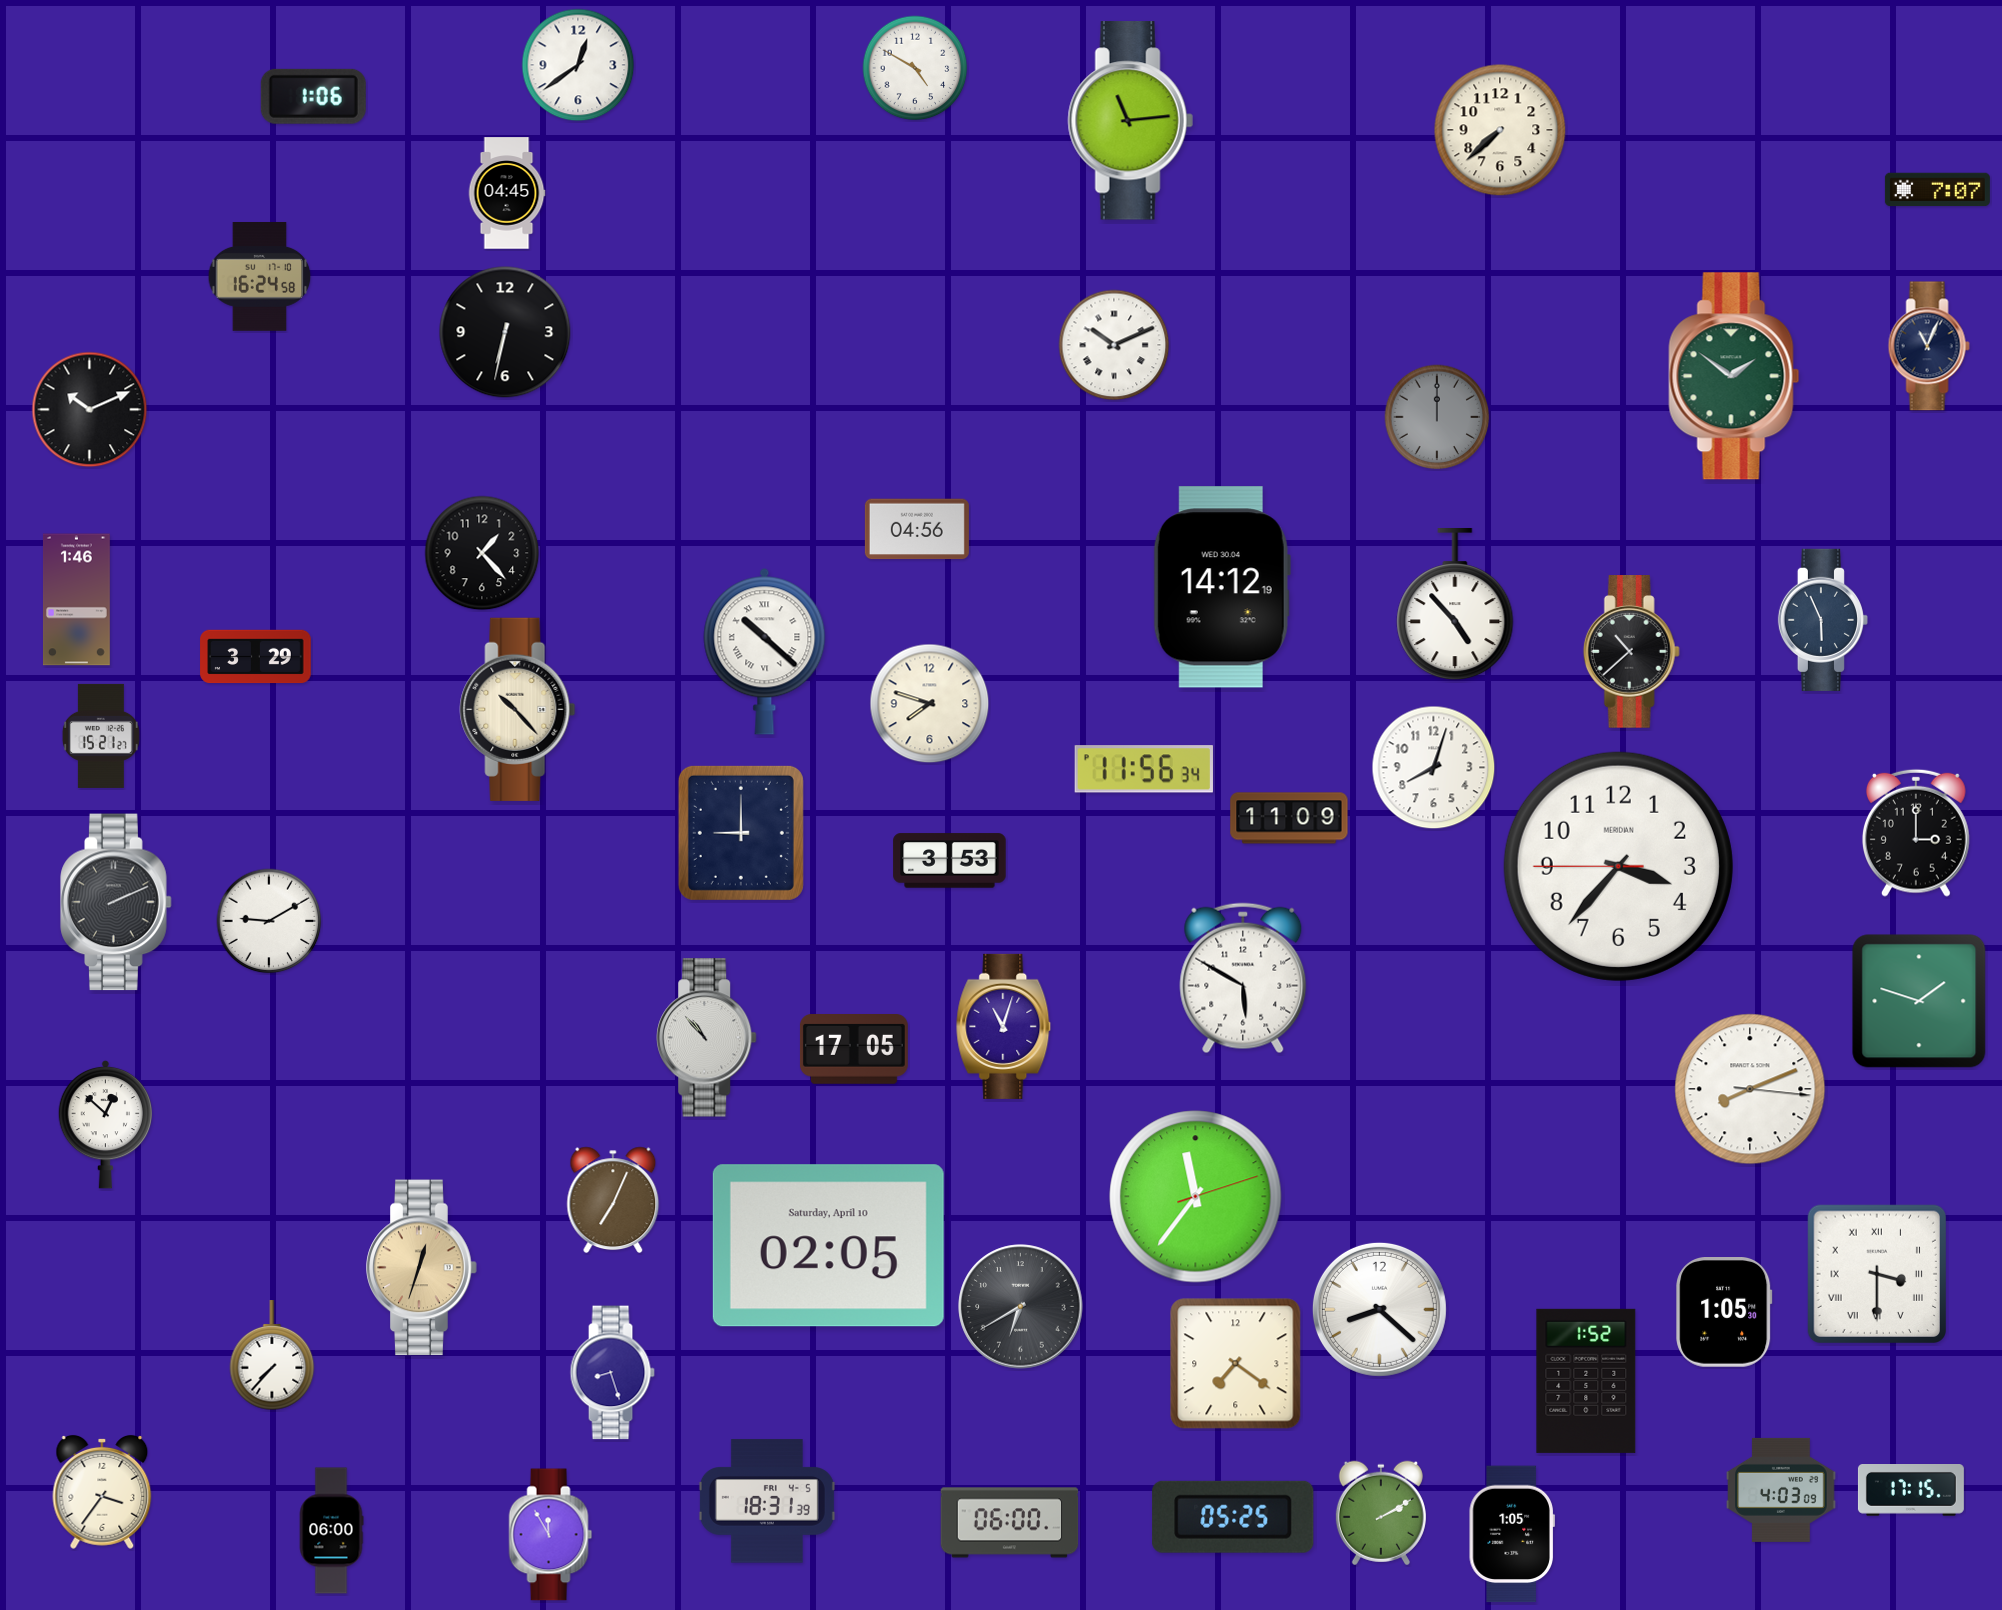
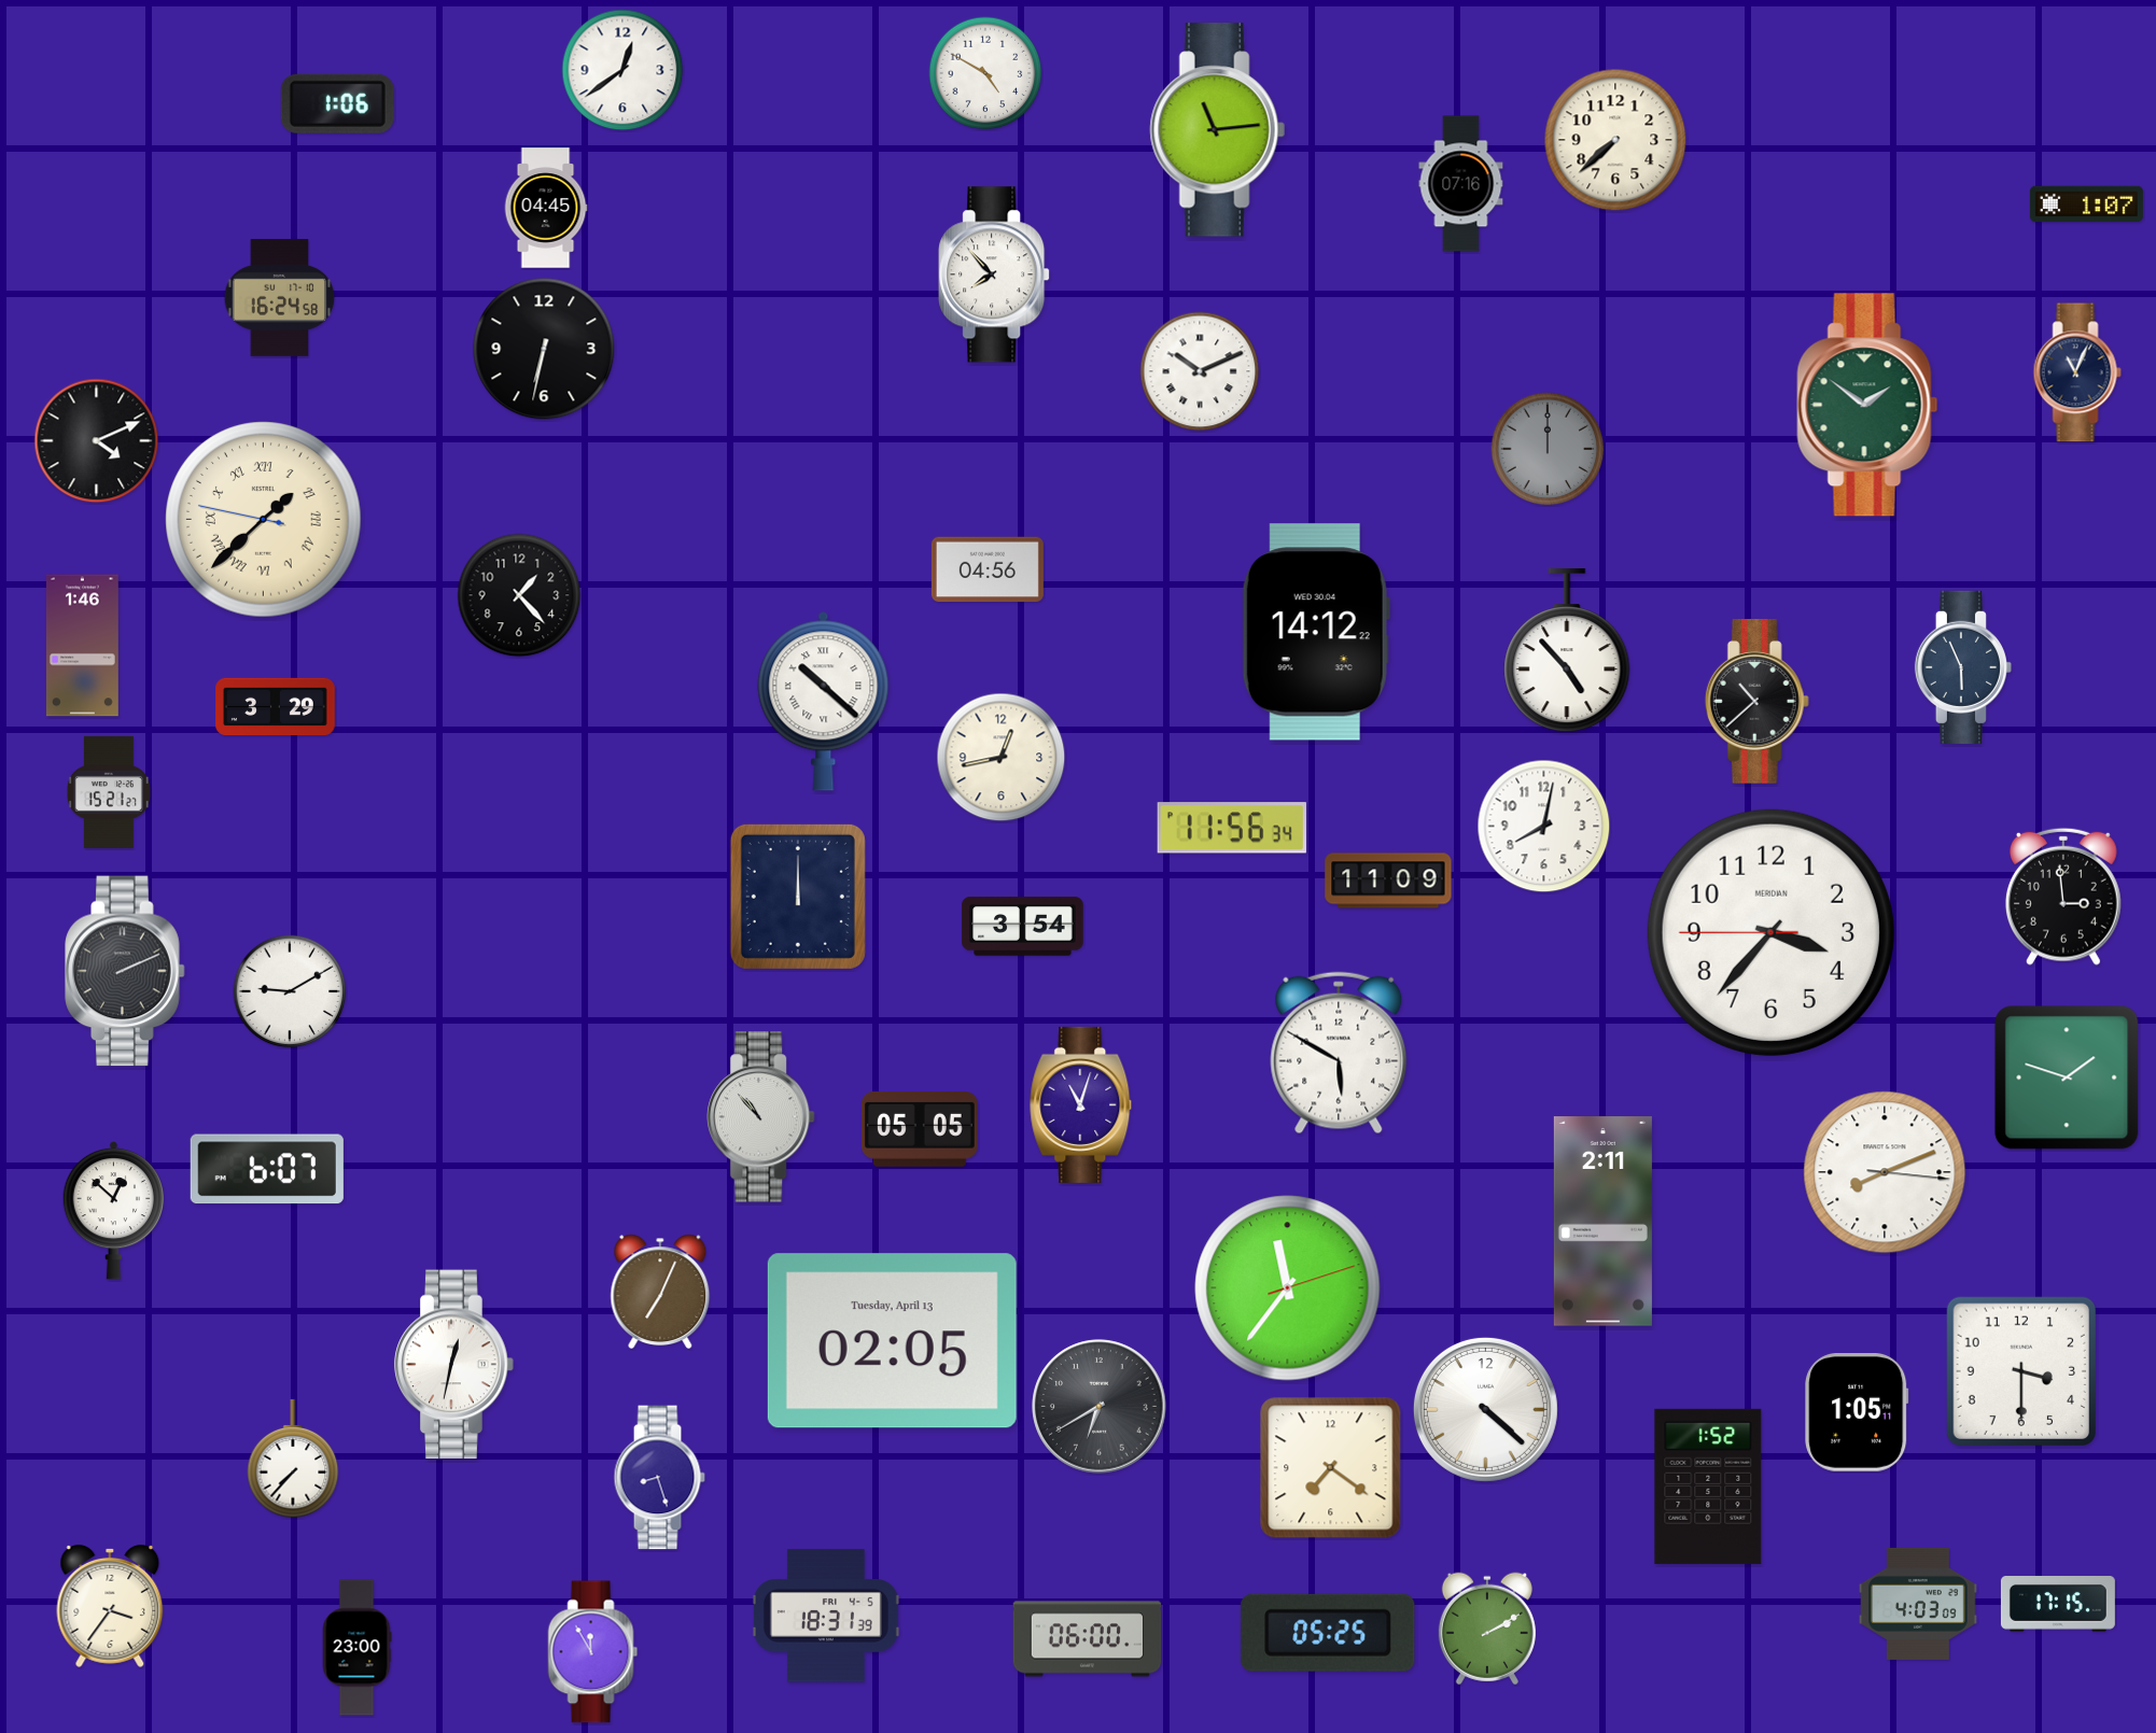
clock at (1461, 184): none -> 07:16
clock at (1937, 190): 7:07 -> 1:07
clock at (994, 274): none -> 7:53
clock at (505, 332) position: (505, 332) -> (544, 349)
clock at (90, 410): 10:11 -> 4:11
clock at (264, 520): none -> 1:37
clock at (1222, 587): 14:12:19 -> 14:12:22
clock at (930, 704): 7:48 -> 12:43
clock at (518, 709): 10:23 -> none
clock at (1434, 768): 8:03 -> 8:02
clock at (741, 833): 9:00 -> 12:00
clock at (1916, 833): 3:00 -> 2:59
clock at (950, 861): 3:53 -> 3:54
clock at (1618, 866) position: (1618, 866) -> (1770, 932)
clock at (854, 1050): 17:05 -> 05:05
clock at (267, 1169): none -> 6:07
clock at (1602, 1222): none -> 2:11
clock at (828, 1246) date: Saturday, April 10 -> Tuesday, April 13
clock at (422, 1268): 12:33 -> 12:32
clock at (422, 1268) dial: champagne -> white
clock at (1876, 1273) numerals: Roman -> Arabic
clock at (1379, 1309): 8:22 -> 4:22
clock at (1724, 1313): 1:05:30 -> 1:05:11
clock at (331, 1531): 06:00 -> 23:00
clock at (1512, 1534): 1:05 -> none
